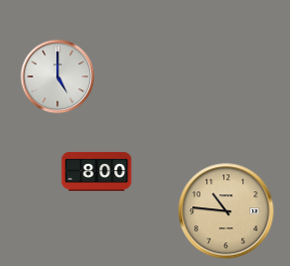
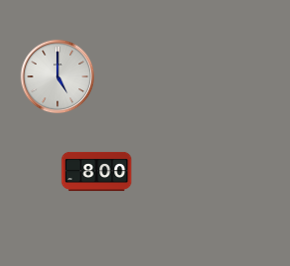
clock at (226, 211): 10:46 -> none
